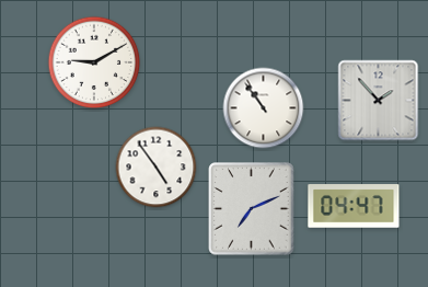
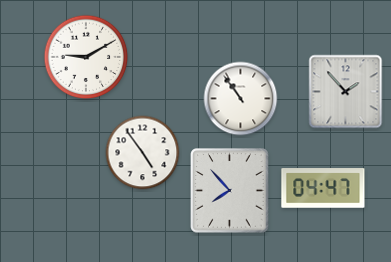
clock at (252, 209): 7:11 -> 7:53
